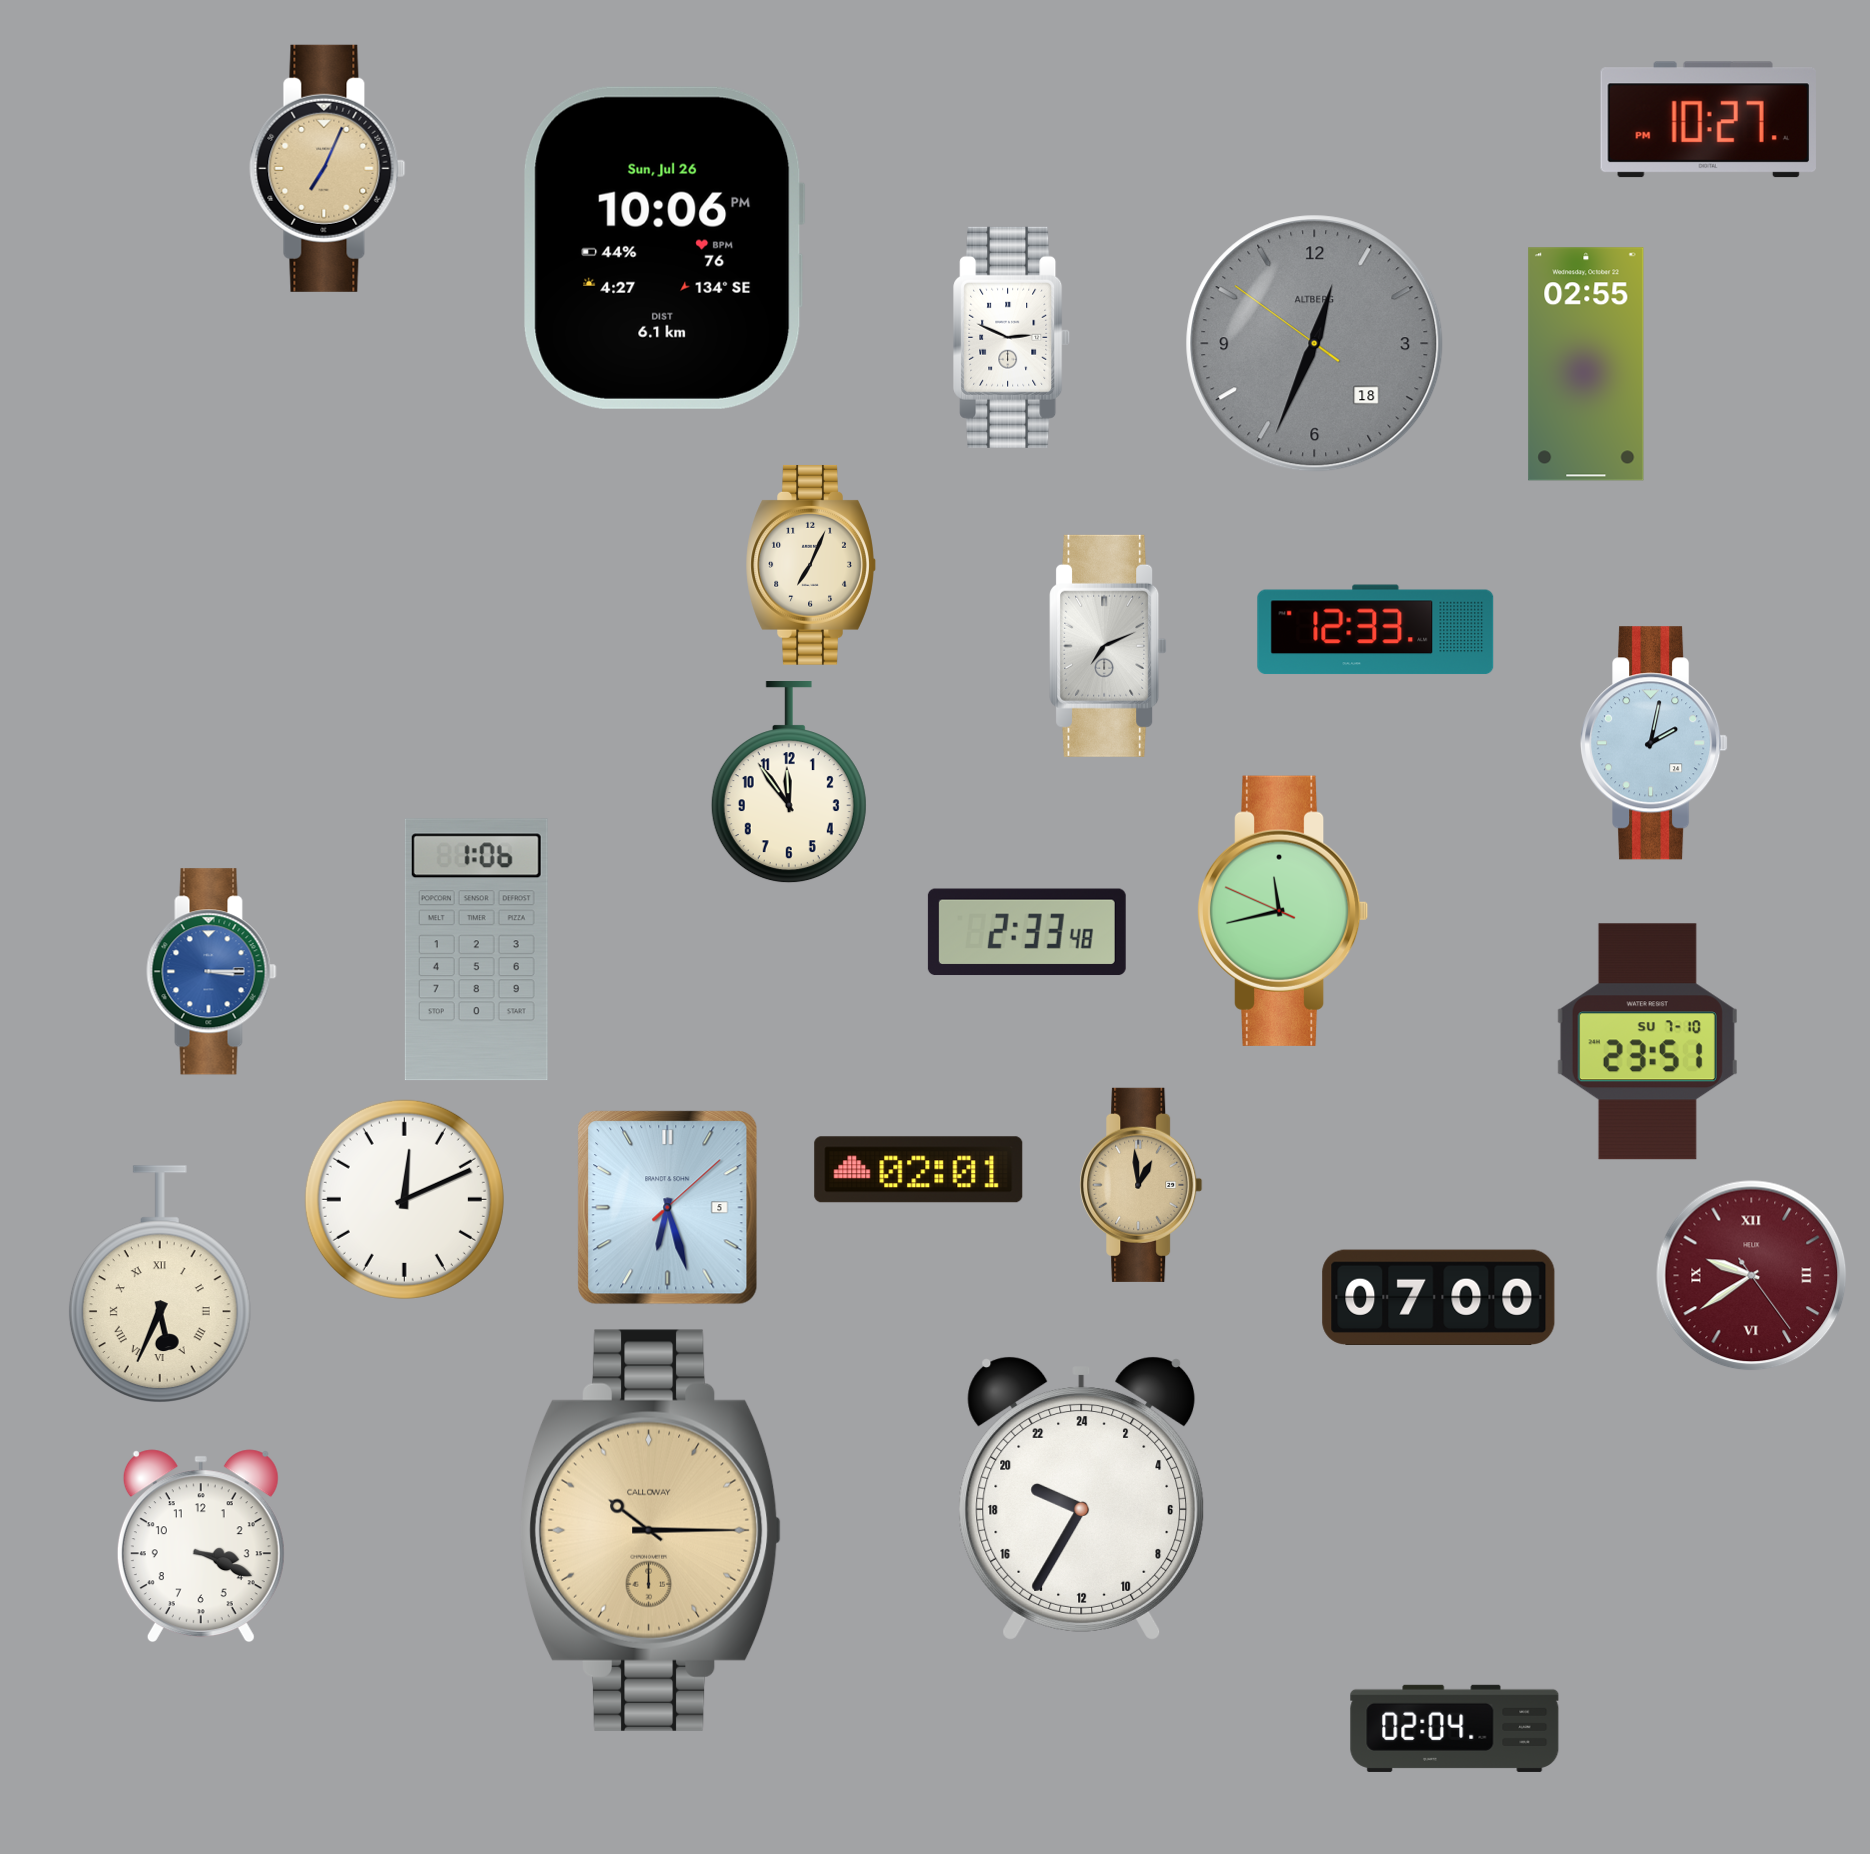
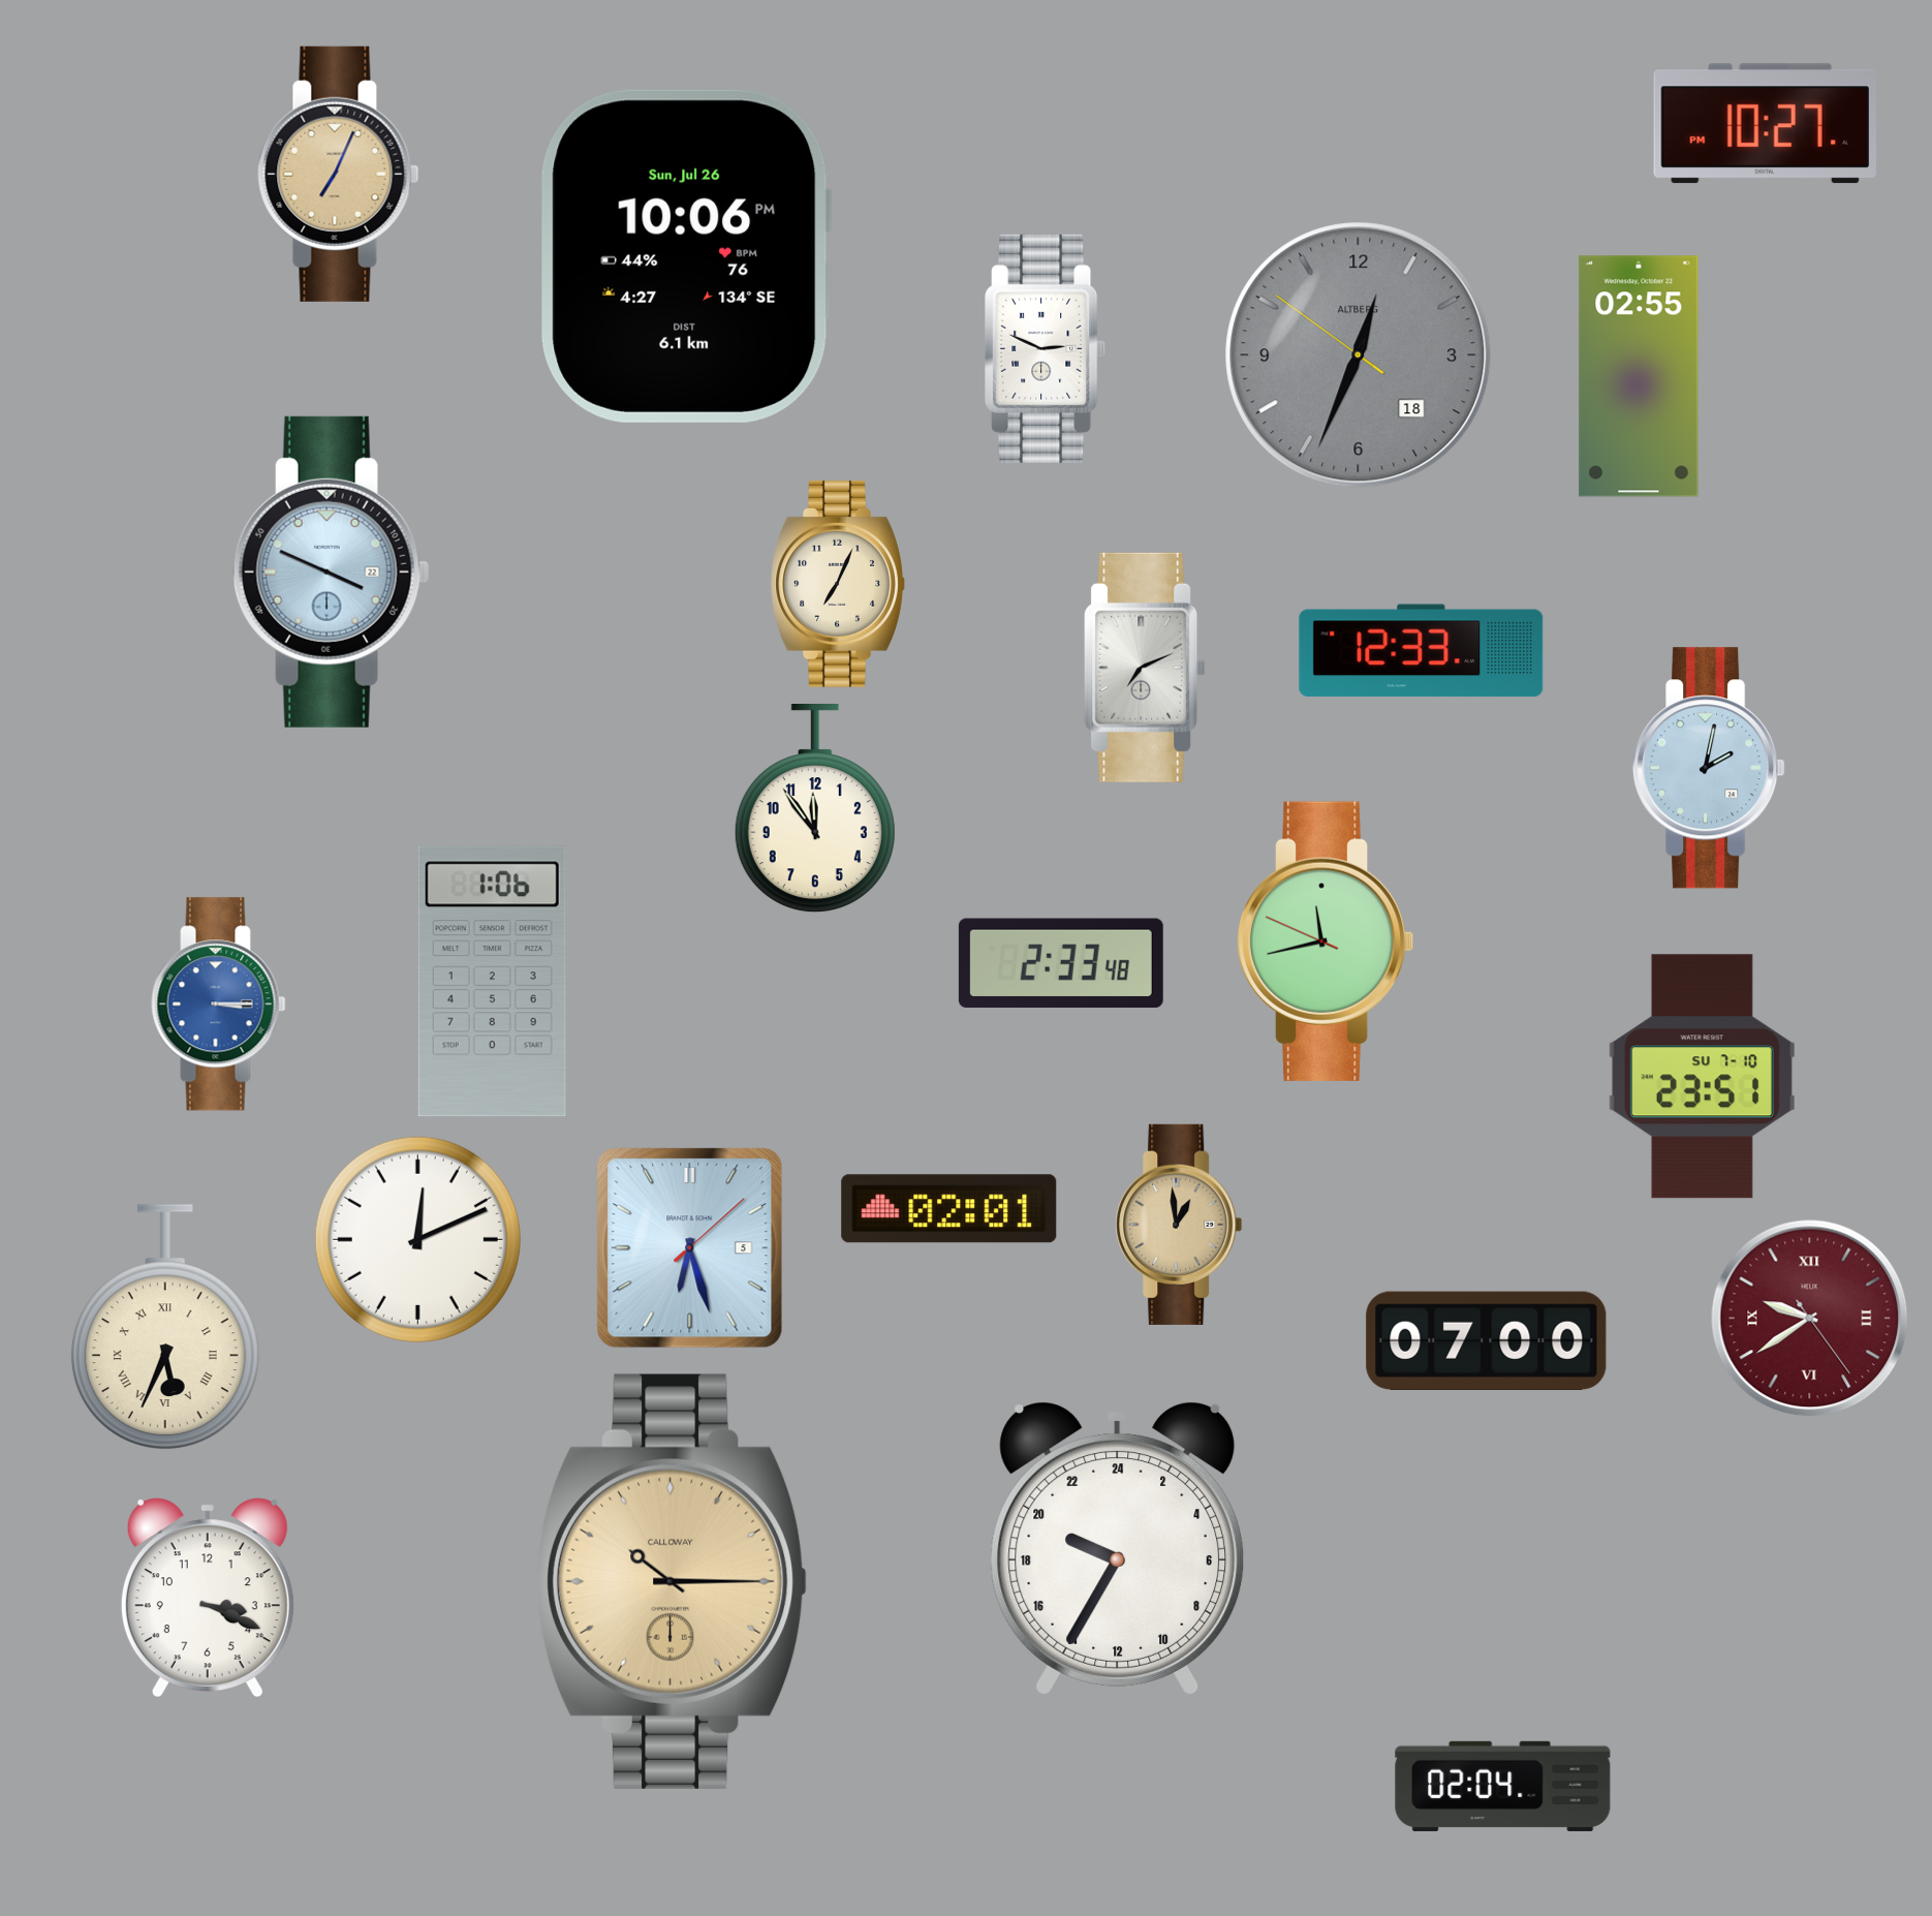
clock at (331, 571): none -> 3:49
